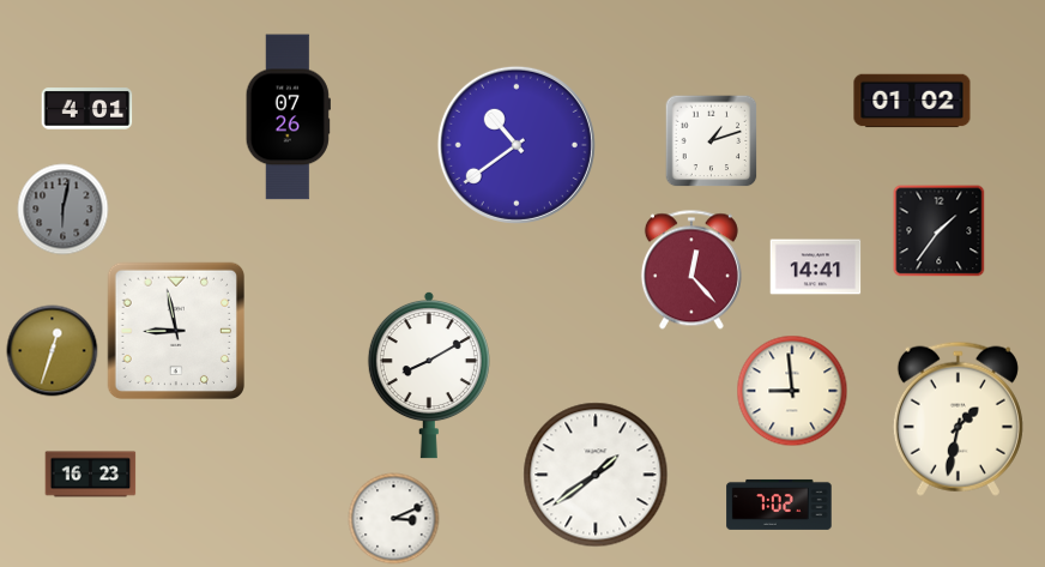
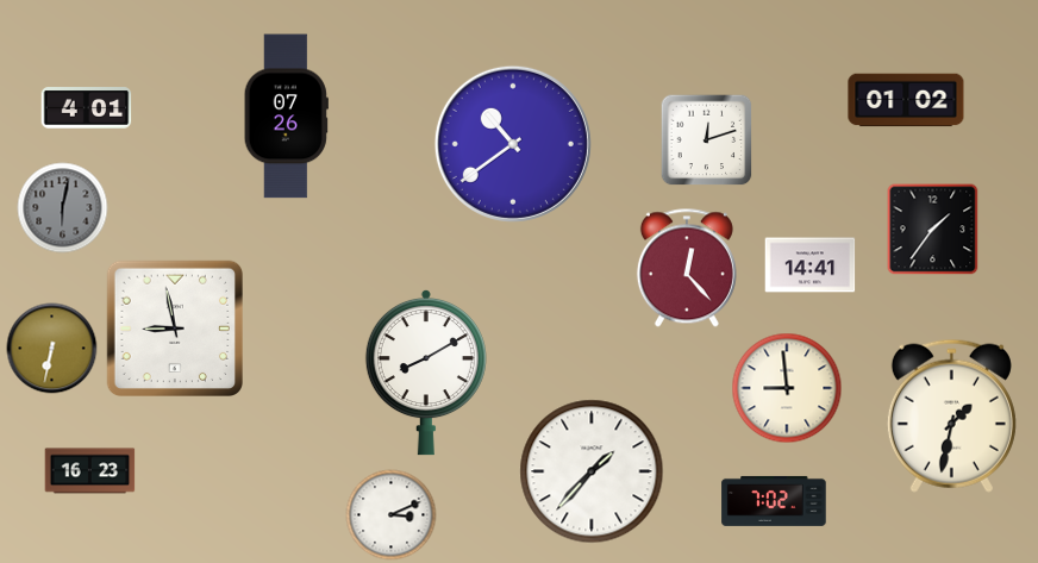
clock at (711, 140): 1:12 -> 12:12
clock at (53, 351): 12:33 -> 6:32
clock at (596, 475): 1:39 -> 1:37
